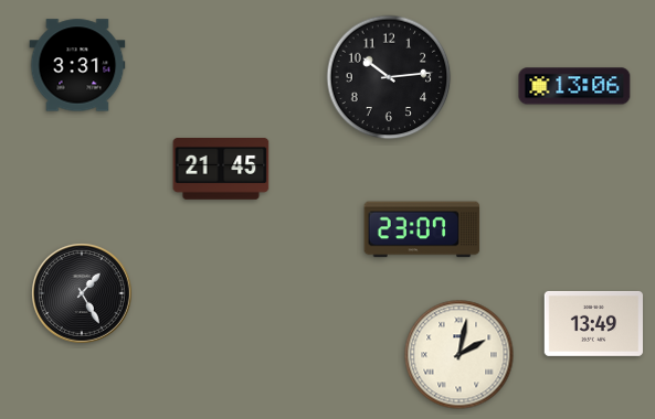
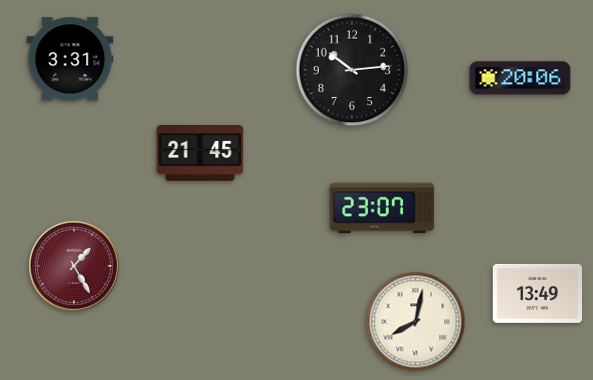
clock at (574, 86): 13:06 -> 20:06
clock at (82, 293) dial: black -> burgundy
clock at (459, 355): 2:02 -> 8:02
